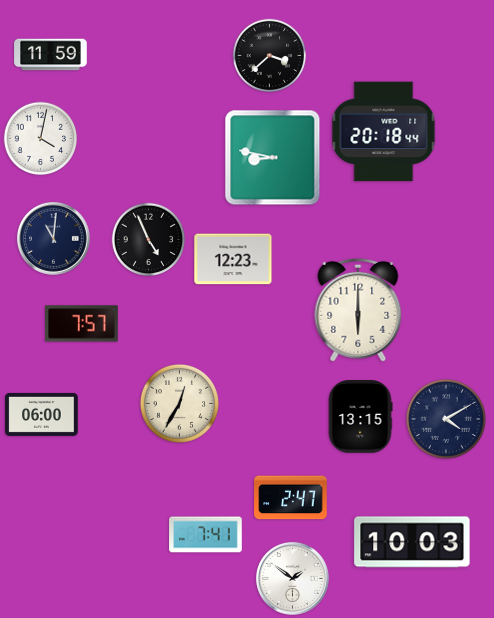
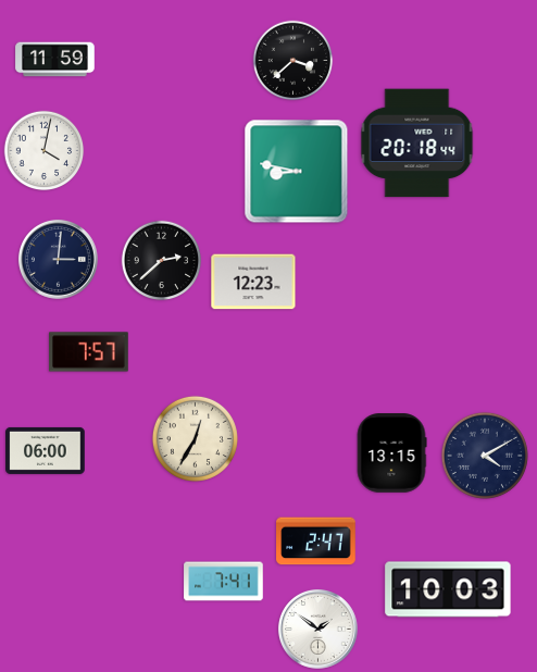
clock at (53, 238): 11:01 -> 3:01
clock at (149, 240): 4:56 -> 2:38
clock at (358, 310): 6:00 -> none
